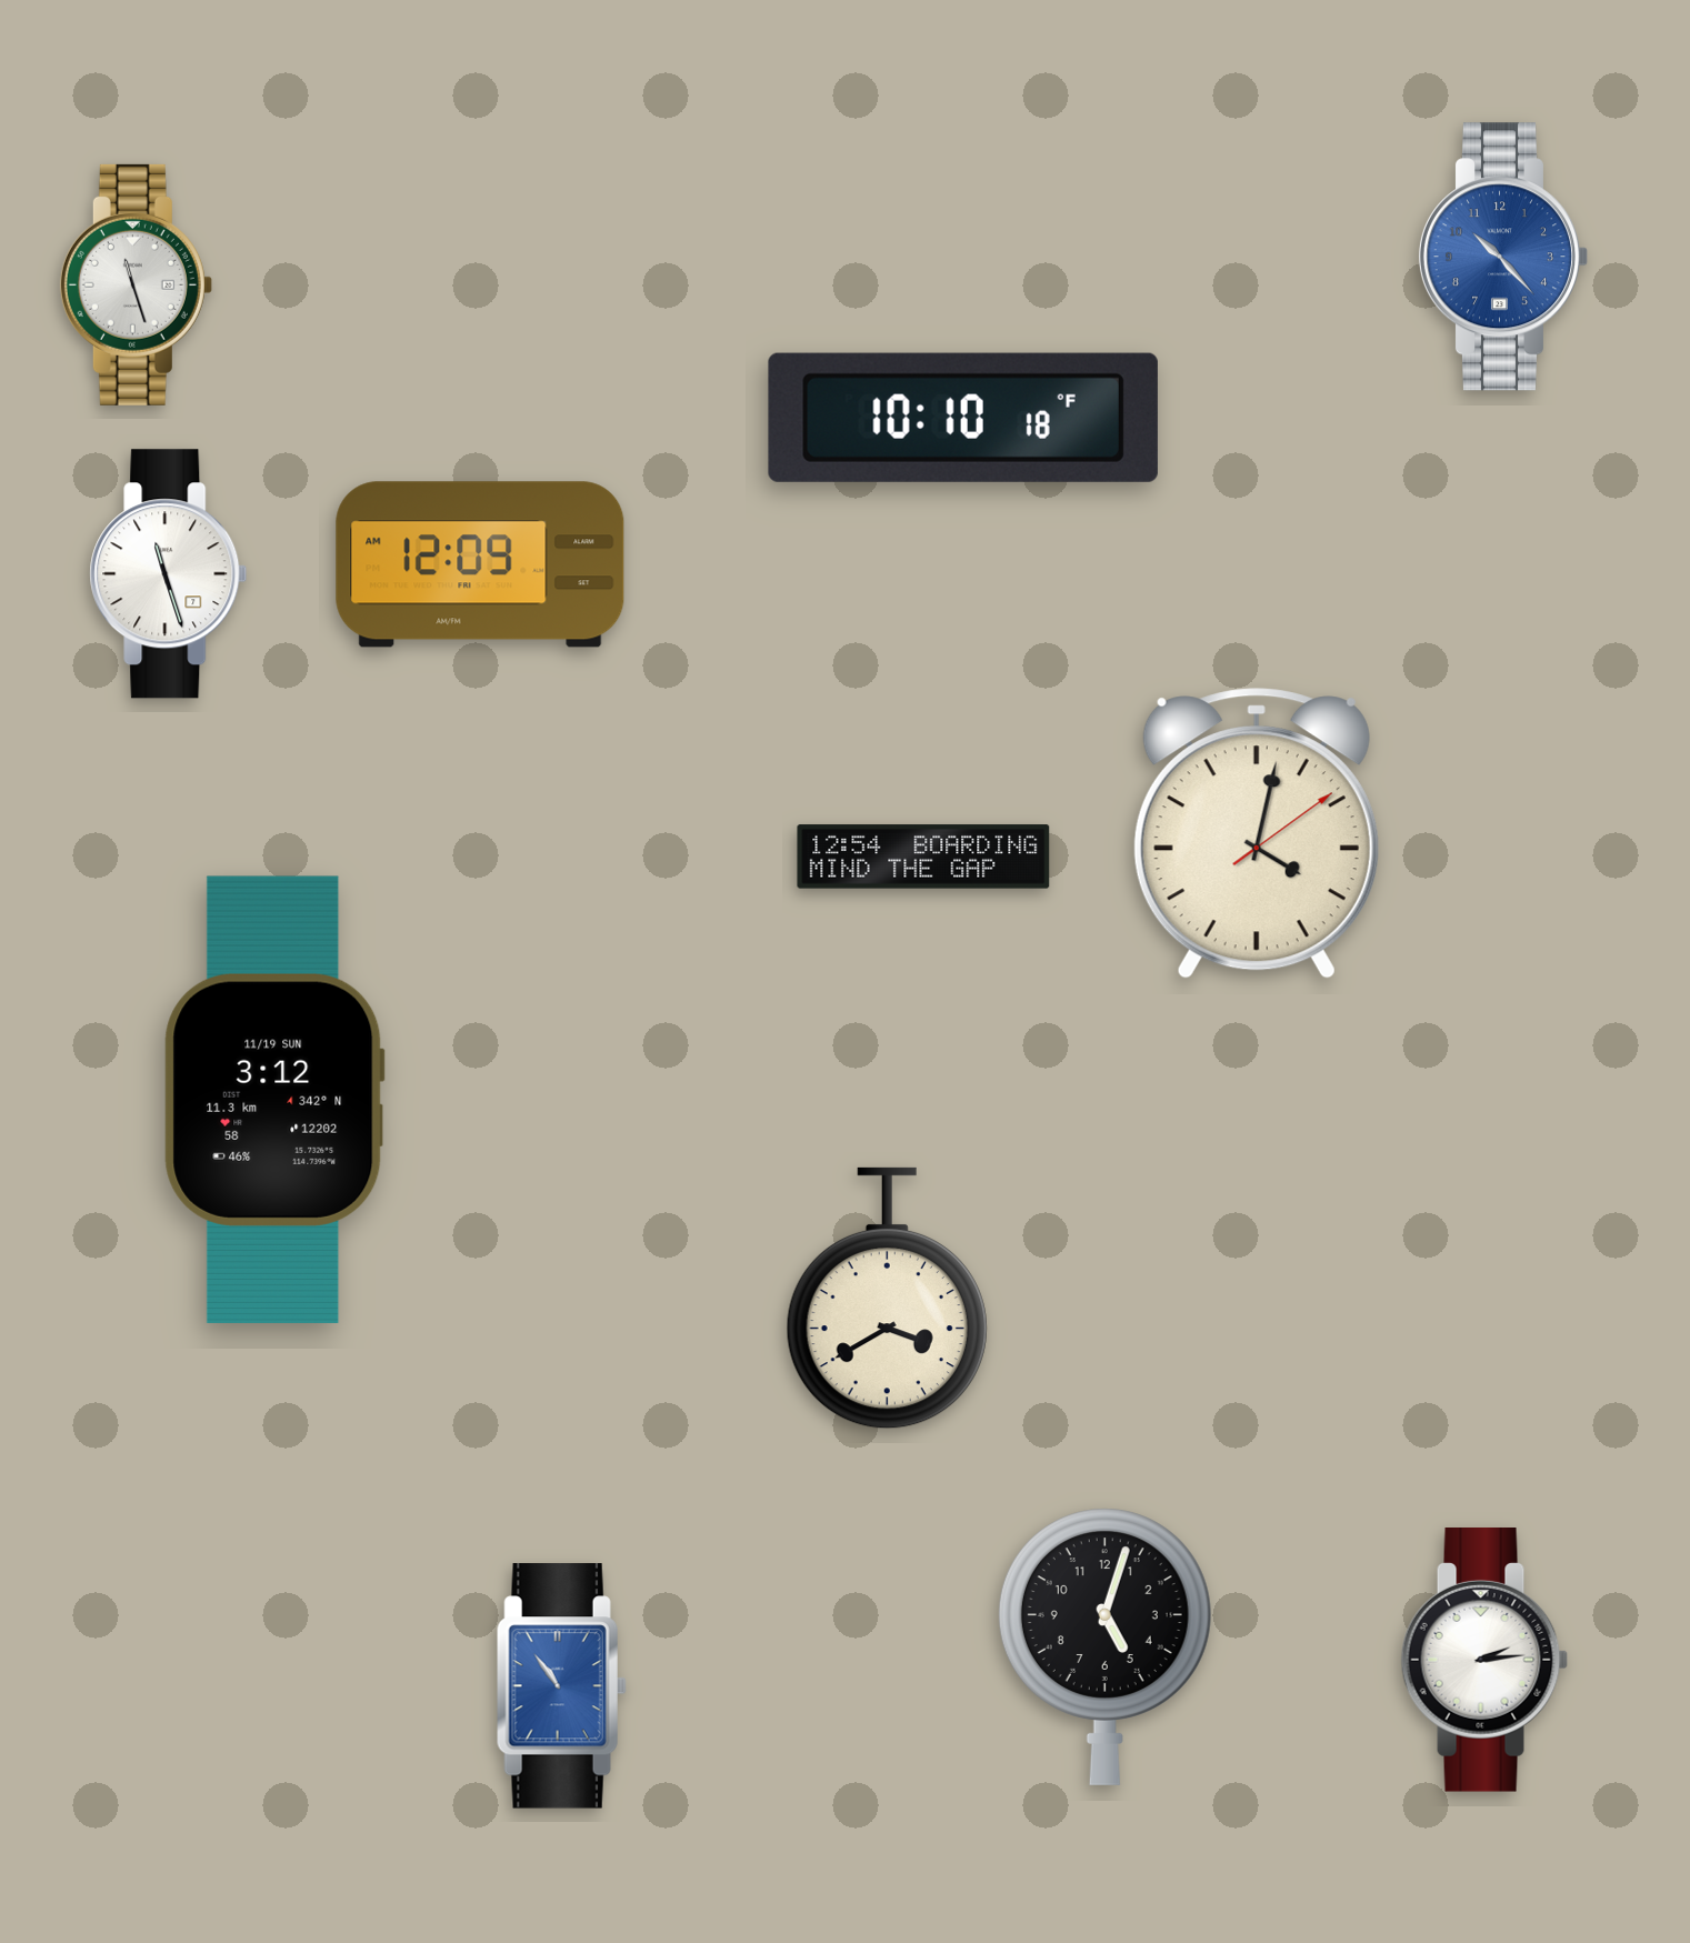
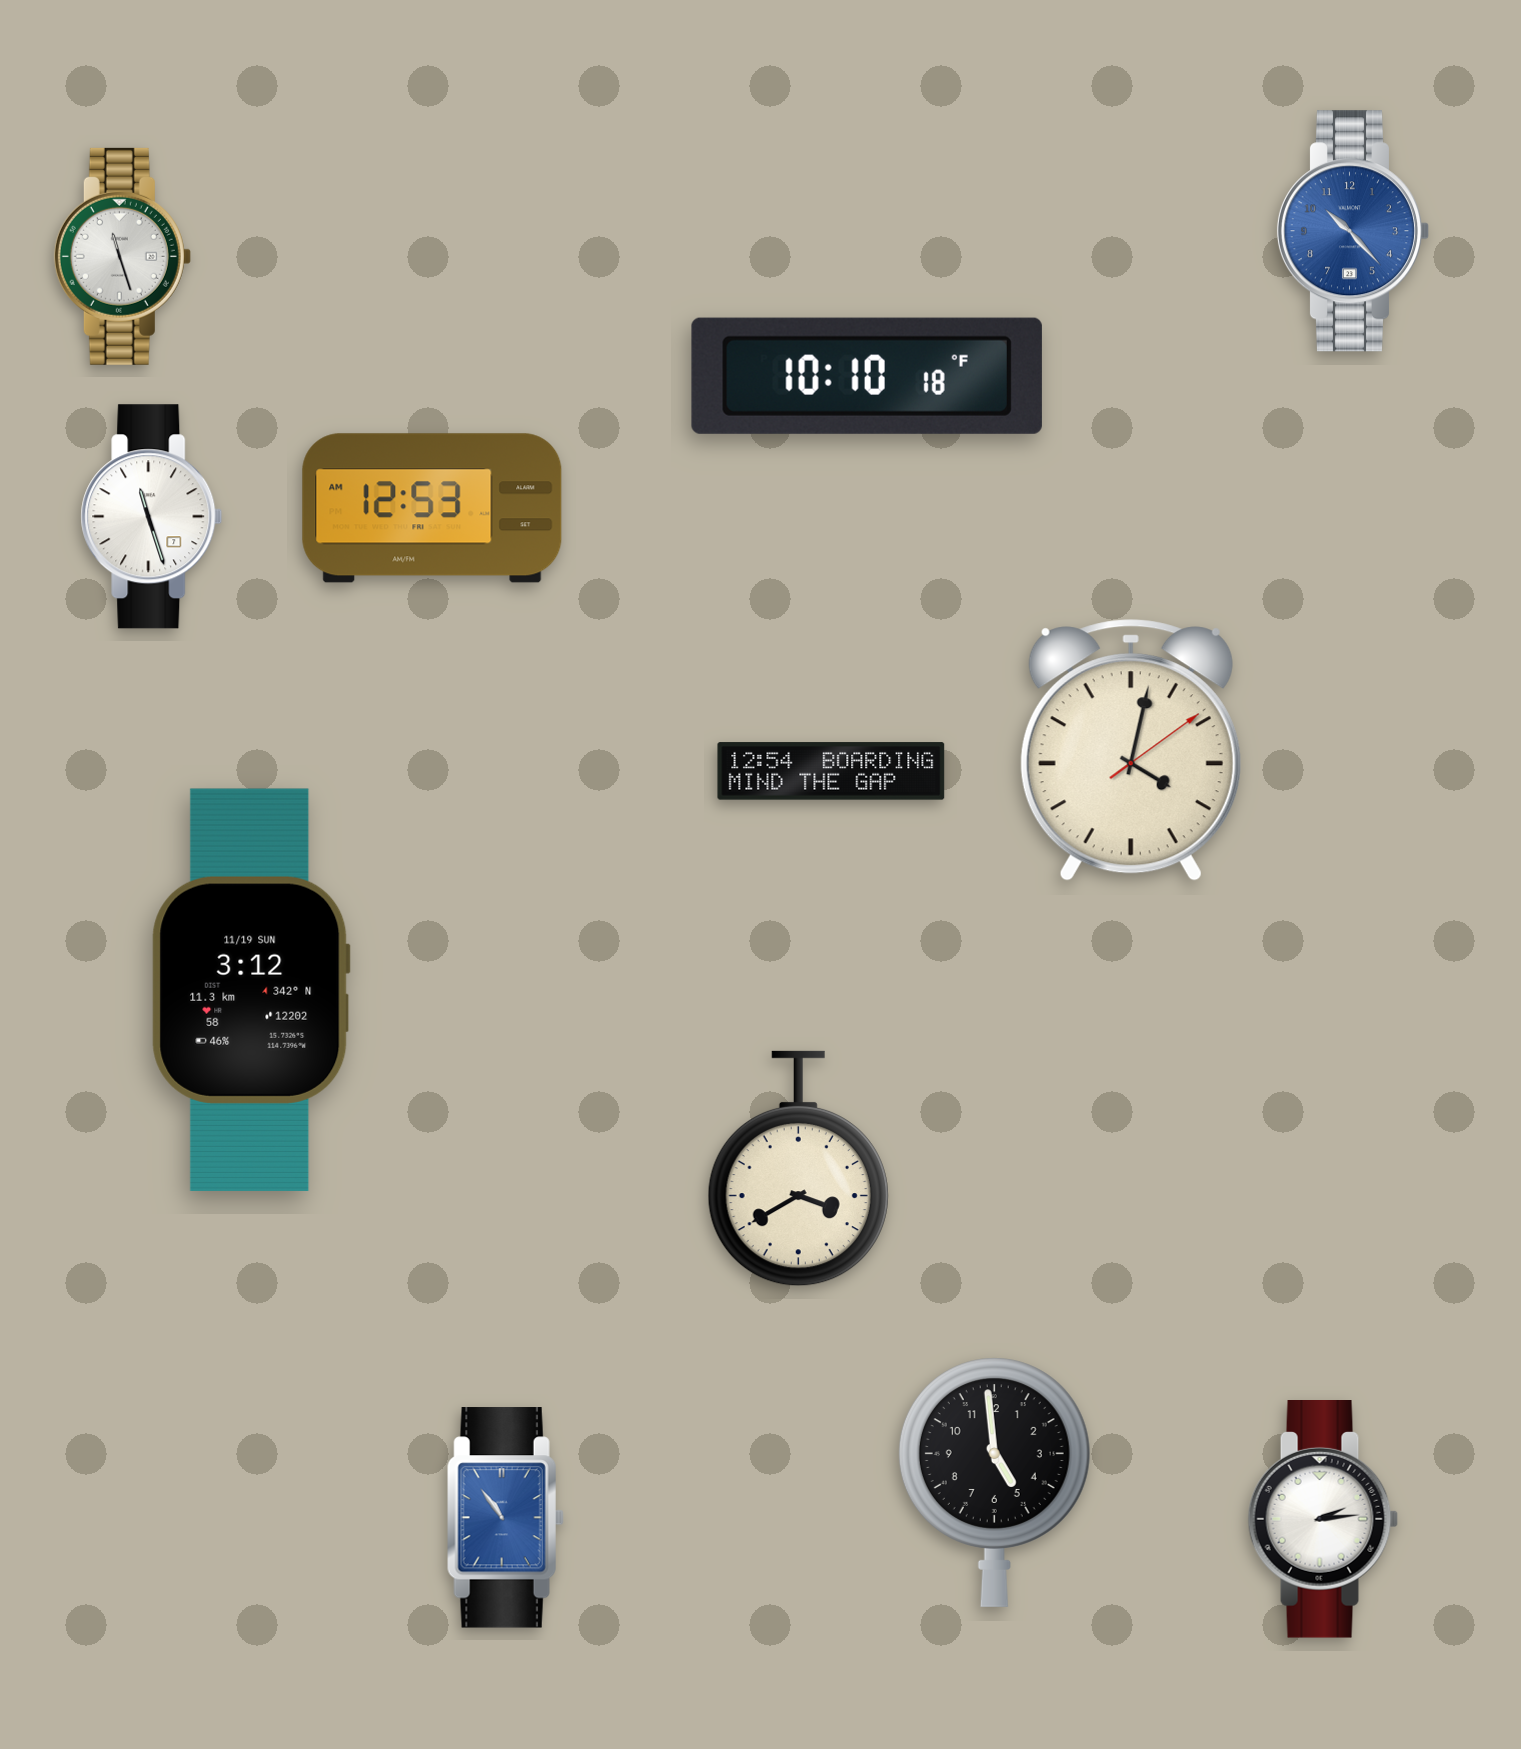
clock at (480, 564): 12:09 -> 12:53
clock at (274, 1100) position: (274, 1100) -> (251, 990)
clock at (1104, 1646): 5:03 -> 4:59
clock at (1484, 1661) position: (1484, 1661) -> (1323, 1520)
